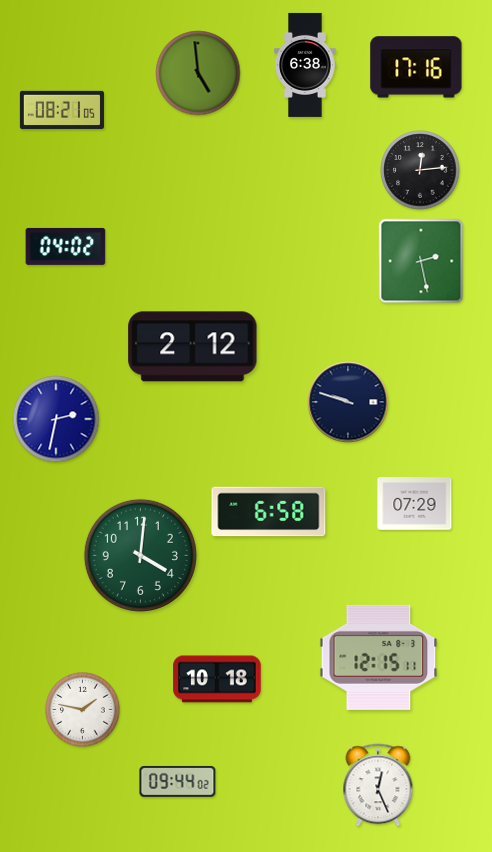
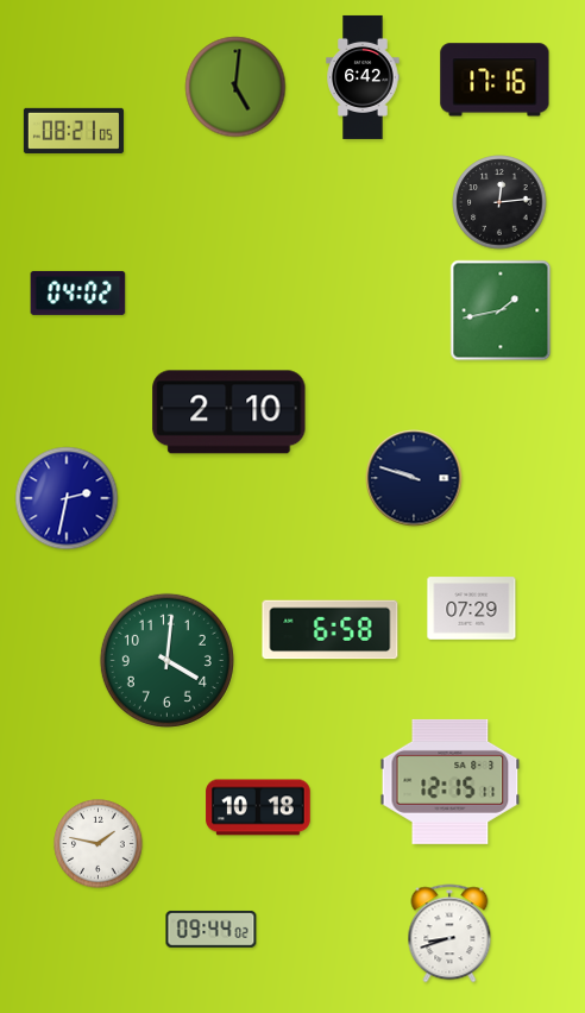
clock at (305, 65): 6:38 -> 6:42
clock at (198, 73): 4:59 -> 5:01
clock at (421, 261): 2:28 -> 1:43
clock at (193, 347): 2:12 -> 2:10
clock at (415, 504) position: (415, 504) -> (472, 609)
clock at (269, 512) position: (269, 512) -> (331, 630)
clock at (378, 785): 12:26 -> 8:42
